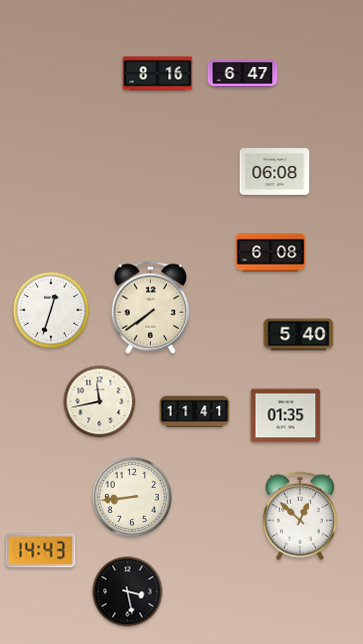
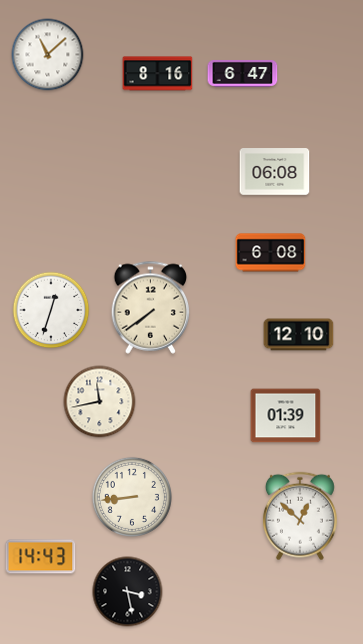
clock at (48, 55): none -> 11:08
clock at (299, 335): 5:40 -> 12:10
clock at (195, 412): 11:41 -> none
clock at (286, 416): 01:35 -> 01:39
clock at (41, 551) position: (41, 551) -> (41, 557)
